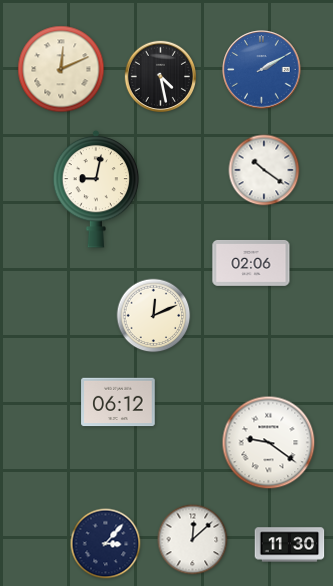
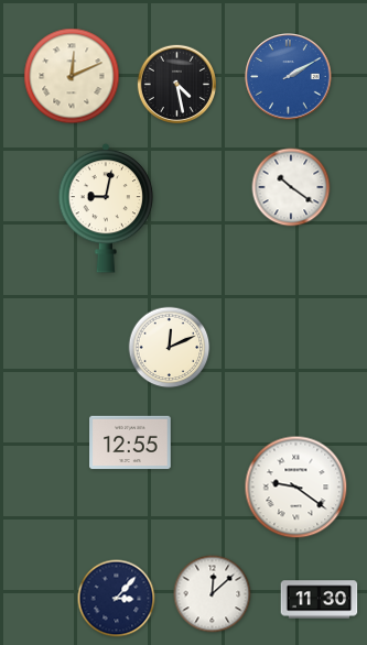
clock at (61, 69) position: (61, 69) -> (72, 76)
clock at (251, 263): 02:06 -> none
clock at (118, 402): 06:12 -> 12:55
